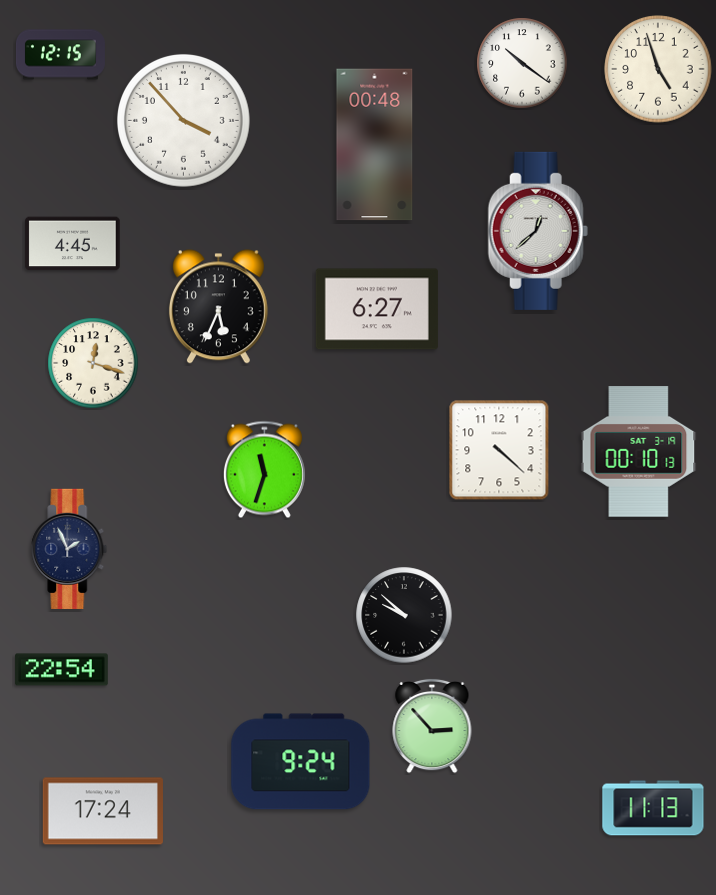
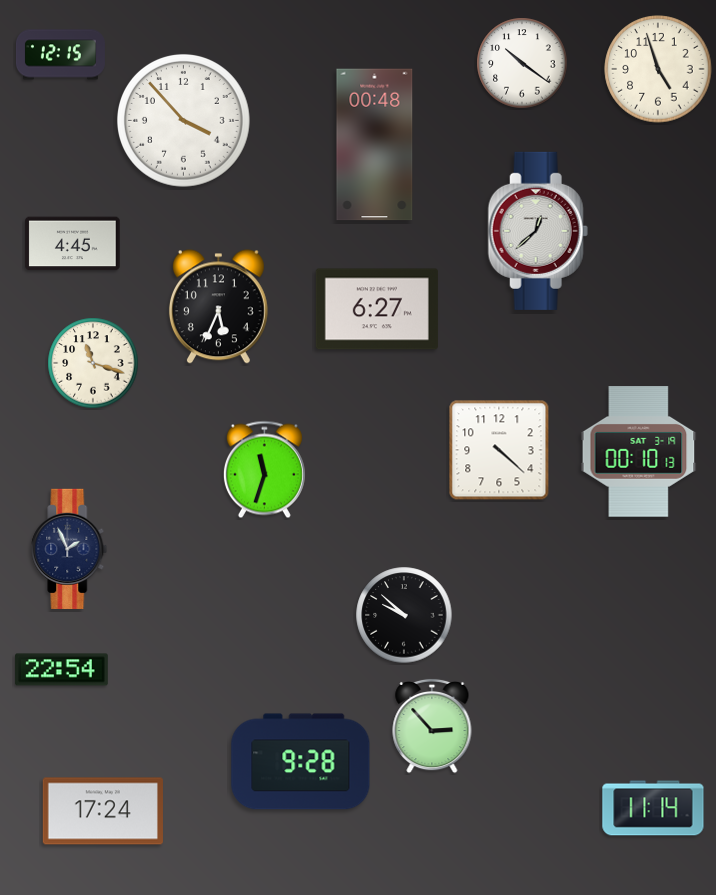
clock at (93, 363): 12:18 -> 11:18
clock at (301, 762): 9:24 -> 9:28
clock at (653, 808): 11:13 -> 11:14
